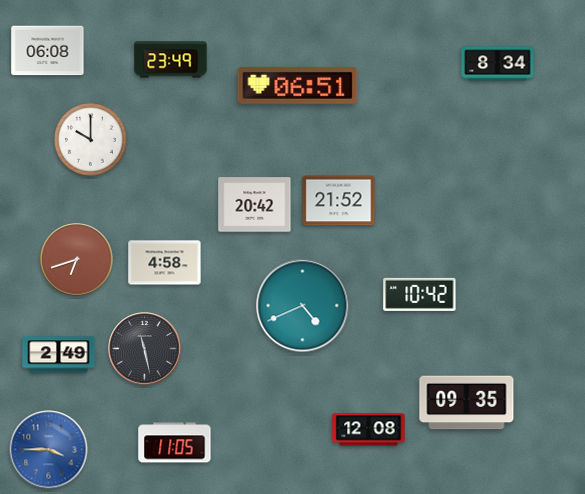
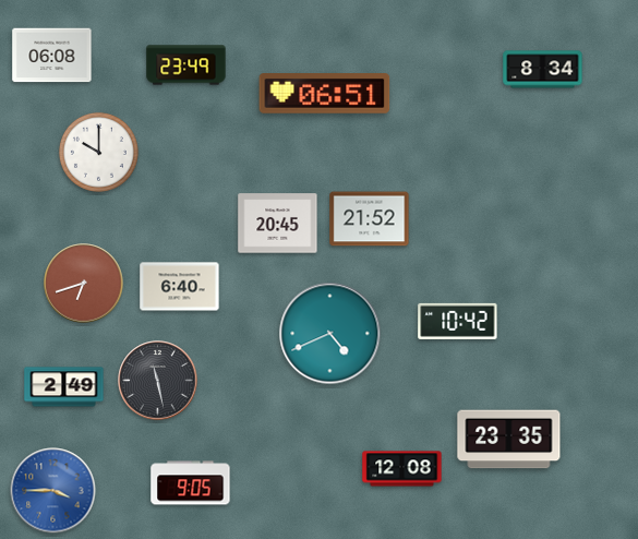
clock at (255, 205): 20:42 -> 20:45
clock at (165, 263): 4:58 -> 6:40
clock at (467, 403): 09:35 -> 23:35
clock at (175, 443): 11:05 -> 9:05
